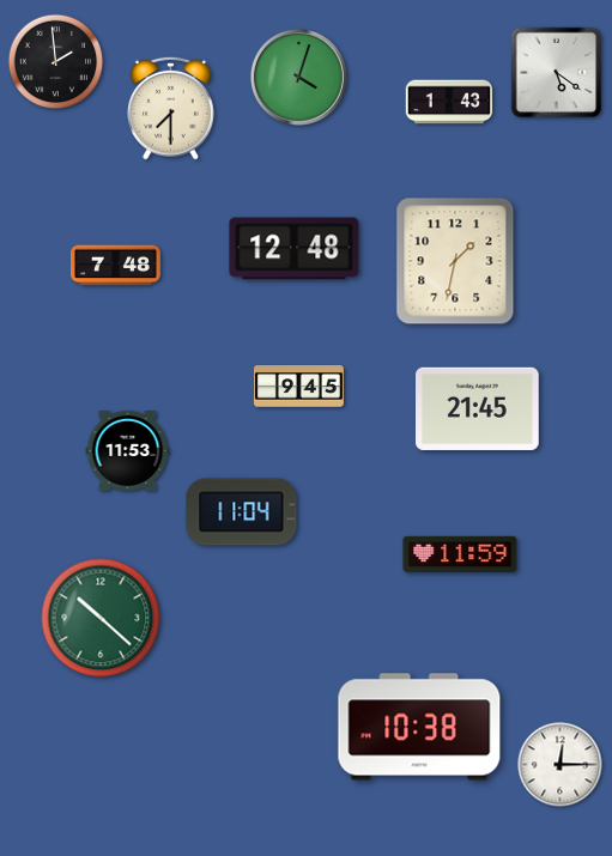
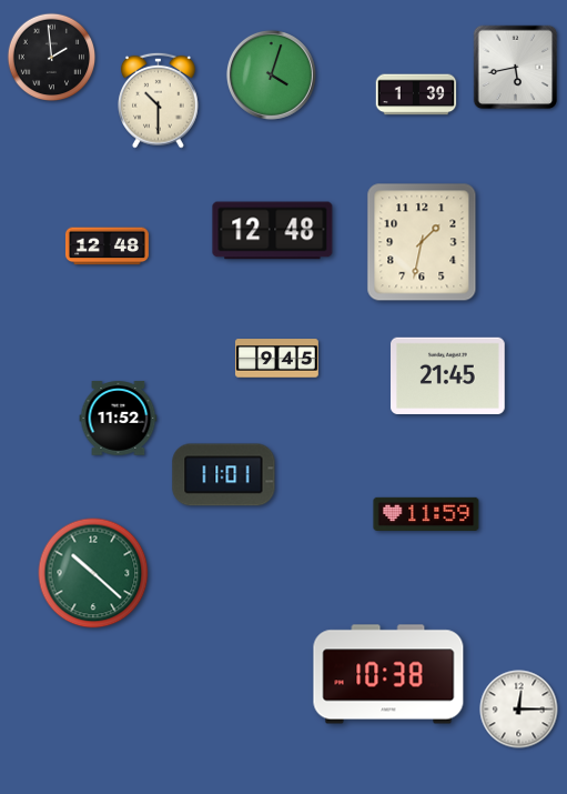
clock at (557, 73): 5:21 -> 5:43
clock at (298, 77) position: (298, 77) -> (271, 74)
clock at (449, 102): 1:43 -> 1:39
clock at (171, 108): 7:30 -> 10:30
clock at (115, 266): 7:48 -> 12:48
clock at (478, 408) position: (478, 408) -> (448, 375)
clock at (128, 451): 11:53 -> 11:52
clock at (242, 512): 11:04 -> 11:01
